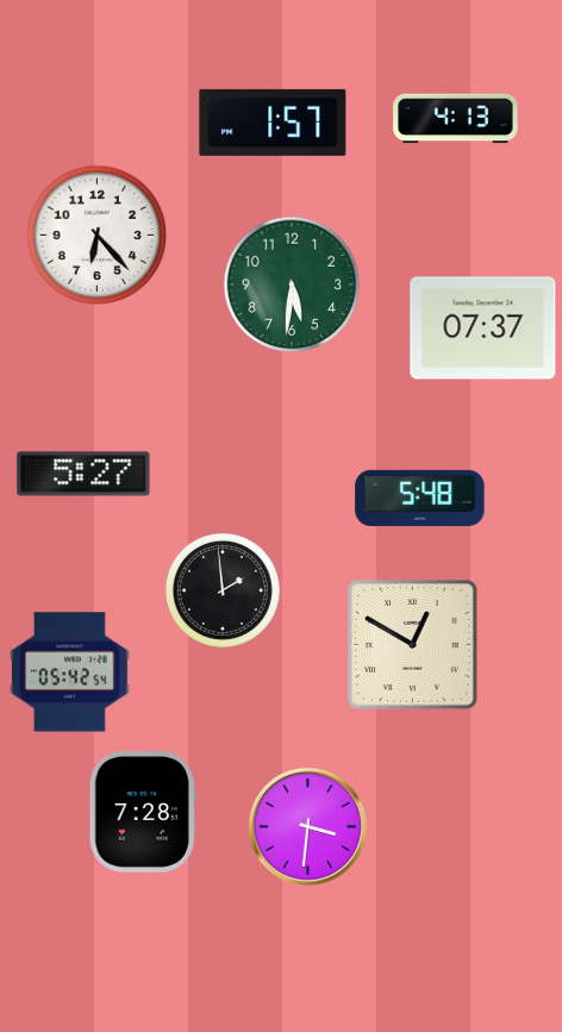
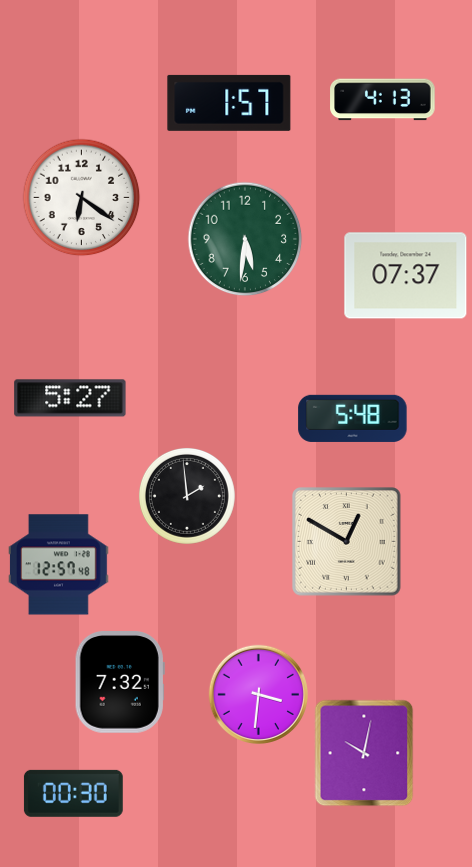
clock at (96, 234): 6:23 -> 6:21
clock at (70, 673): 05:42 -> 12:57
clock at (143, 813): 7:28 -> 7:32
clock at (364, 753): none -> 10:02
clock at (73, 793): none -> 00:30
